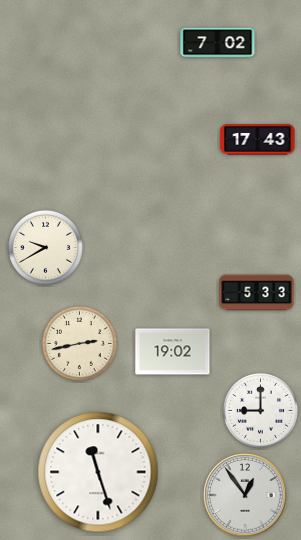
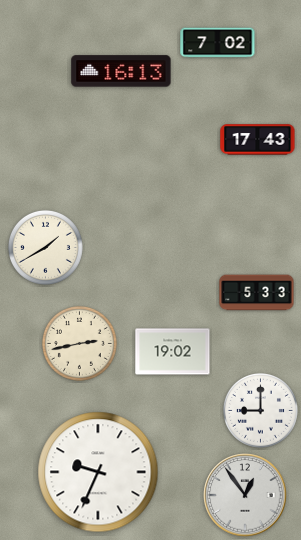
clock at (121, 71): none -> 16:13
clock at (45, 247): 9:40 -> 1:40
clock at (98, 472): 11:27 -> 9:34
